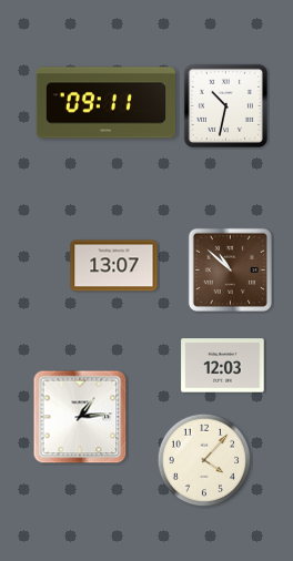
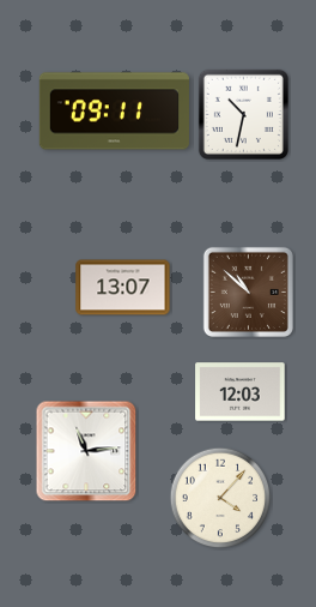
clock at (223, 366) position: (223, 366) -> (241, 392)
clock at (80, 417): 1:14 -> 11:14
